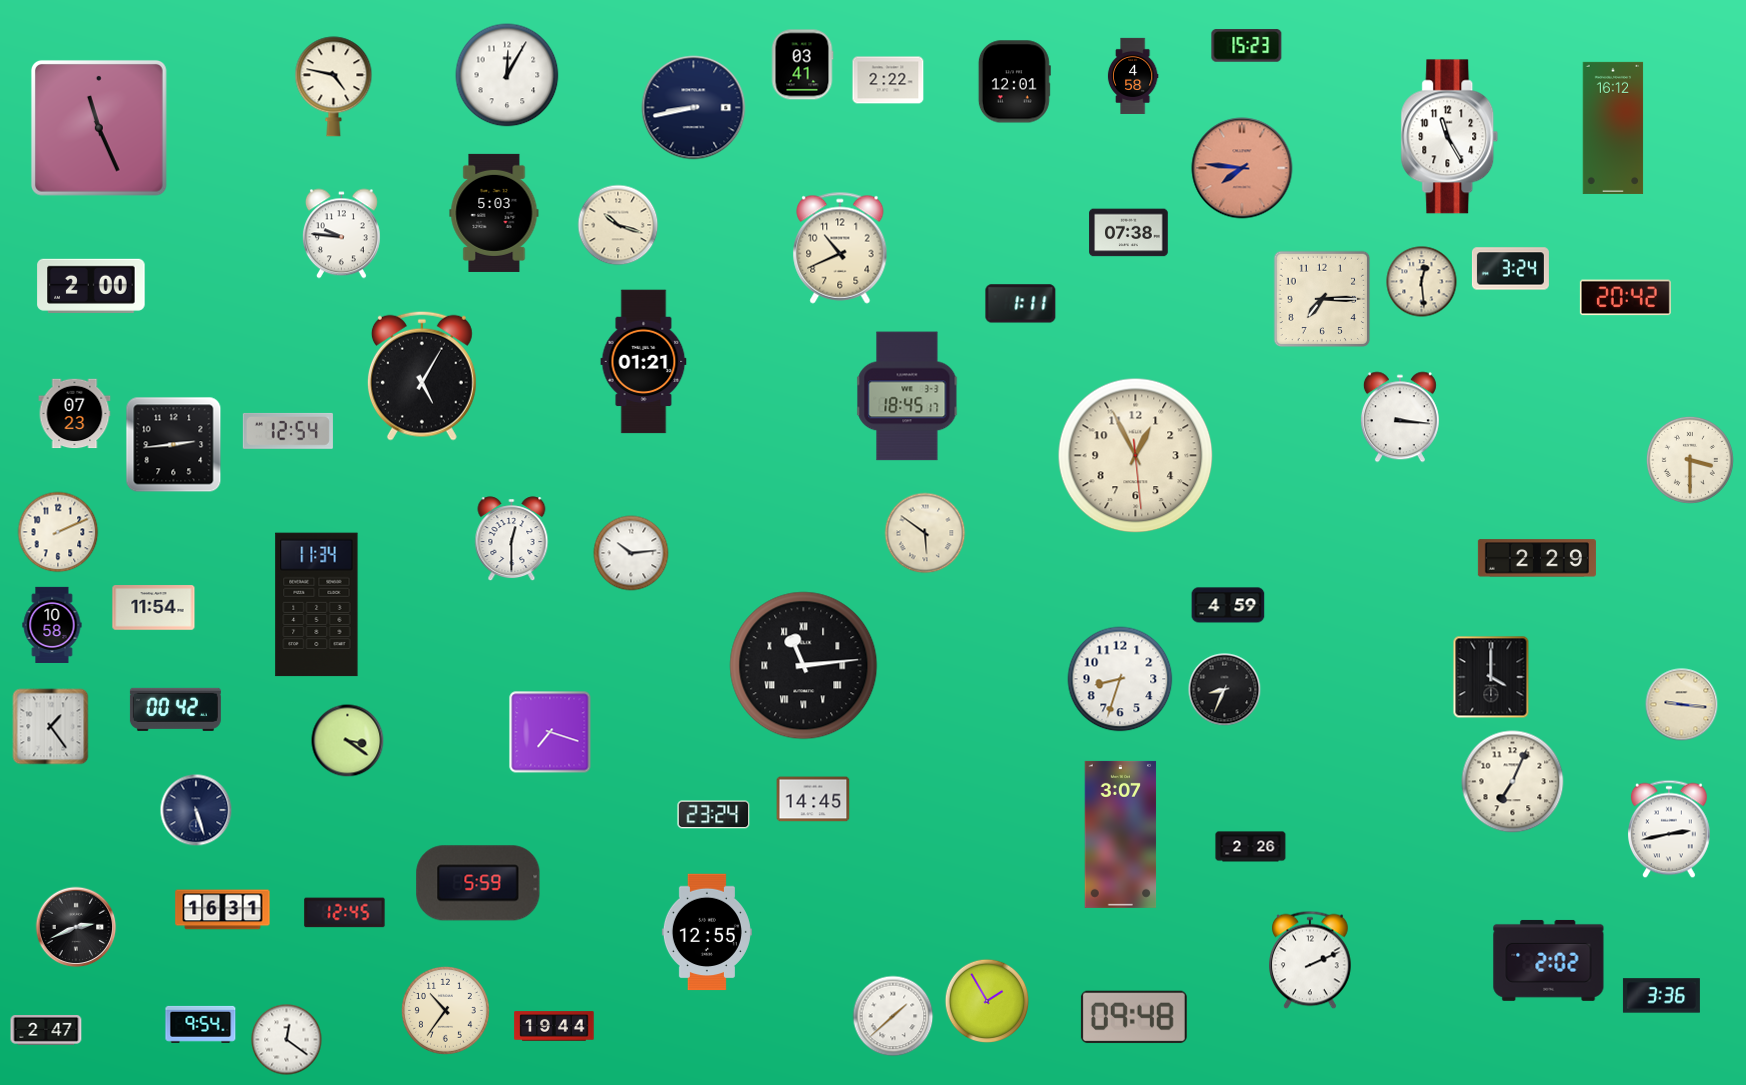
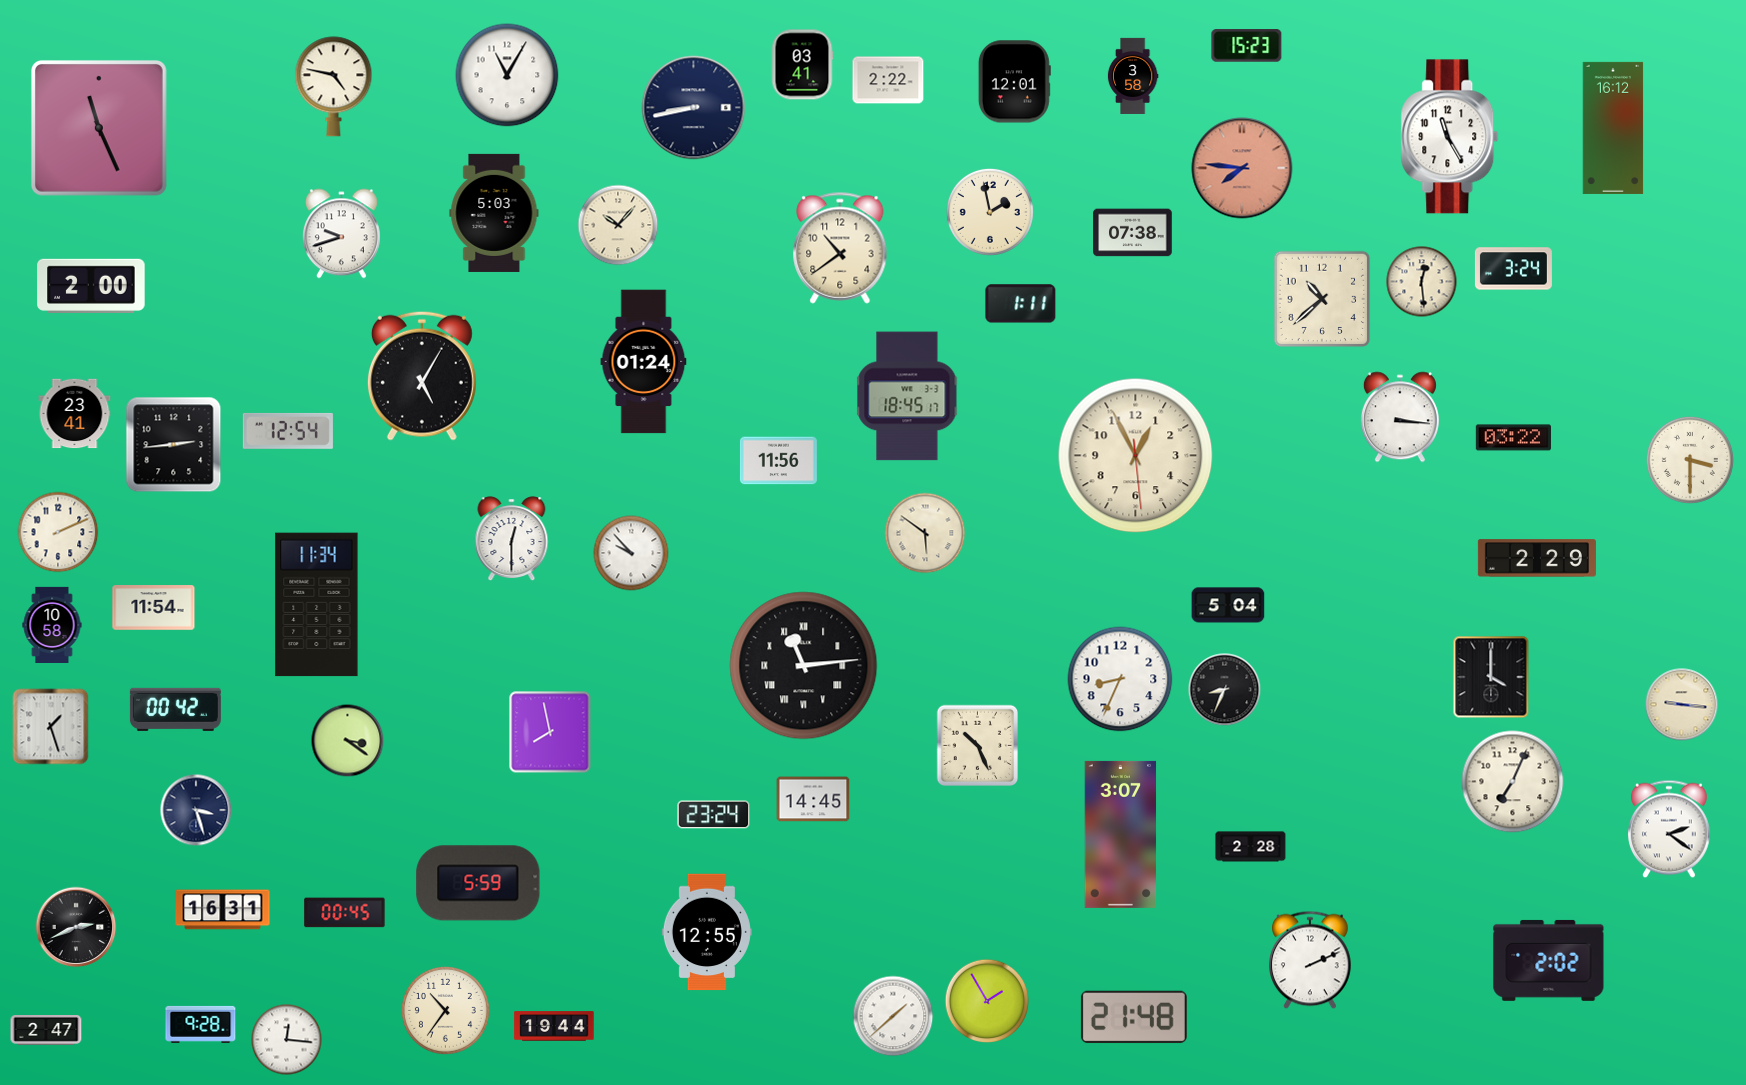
clock at (507, 75): 12:05 -> 11:05
clock at (1133, 76): 4:58 -> 3:58
clock at (990, 212): none -> 1:58
clock at (618, 225): 10:18 -> 10:07
clock at (1129, 233) position: (1129, 233) -> (1133, 233)
clock at (341, 234): 9:46 -> 9:42
clock at (840, 248): 10:41 -> 10:39
clock at (1510, 269) position: (1510, 269) -> (1513, 269)
clock at (1625, 298): 20:42 -> none
clock at (1322, 299): 7:15 -> 10:38
clock at (644, 362): 01:21 -> 01:24
clock at (75, 414): 07:23 -> 23:41
clock at (1514, 438): none -> 03:22
clock at (778, 461): none -> 11:56
clock at (631, 553): 10:14 -> 9:53
clock at (1228, 605): 4:59 -> 5:04
clock at (1120, 679): 8:33 -> 8:34
clock at (51, 727): 1:24 -> 1:27
clock at (550, 732): 7:18 -> 7:58
clock at (977, 745): none -> 10:26
clock at (196, 810): 5:27 -> 3:27
clock at (1670, 829): 2:43 -> 2:21
clock at (1251, 847): 2:26 -> 2:28
clock at (345, 913): 12:45 -> 00:45
clock at (1661, 996): 3:36 -> none
clock at (1134, 1017): 09:48 -> 21:48
clock at (201, 1024): 9:54 -> 9:28
clock at (287, 1040): 12:21 -> 12:16
